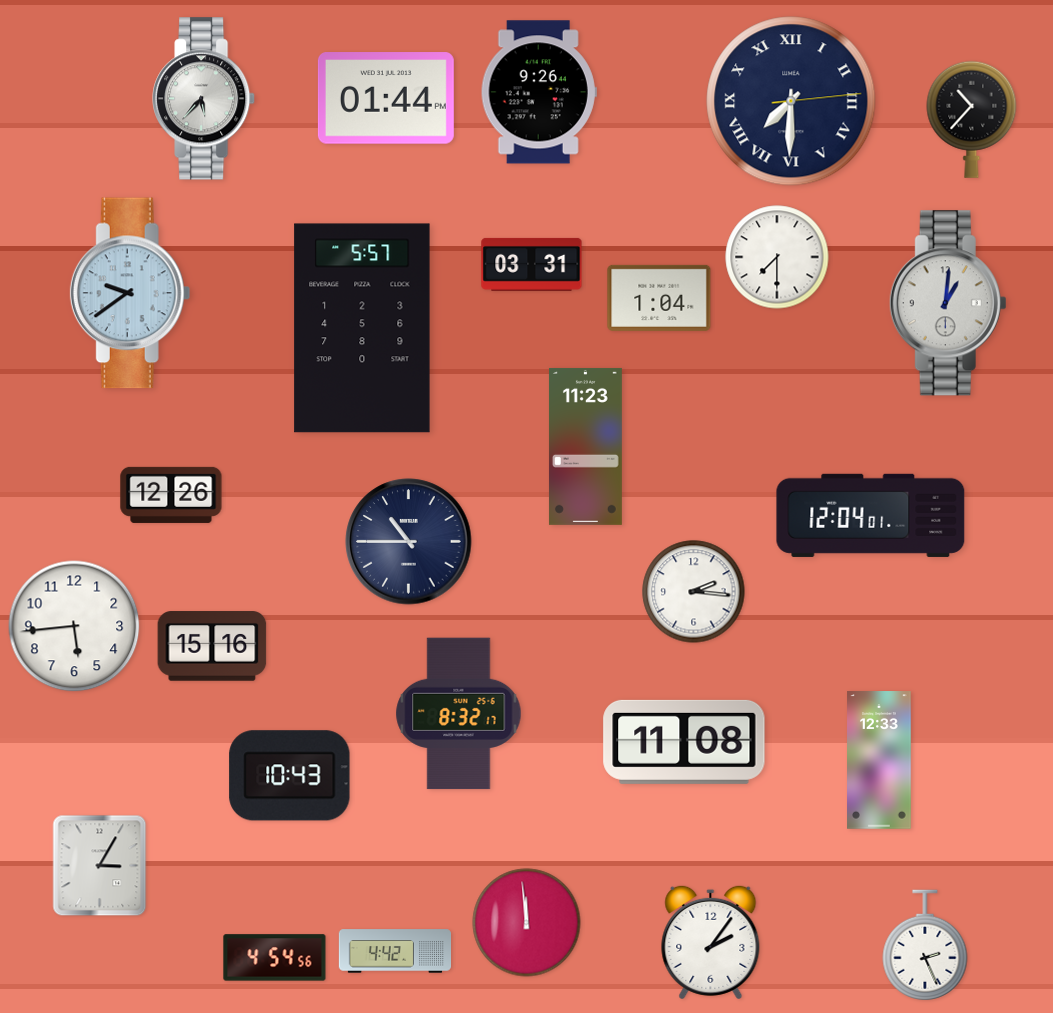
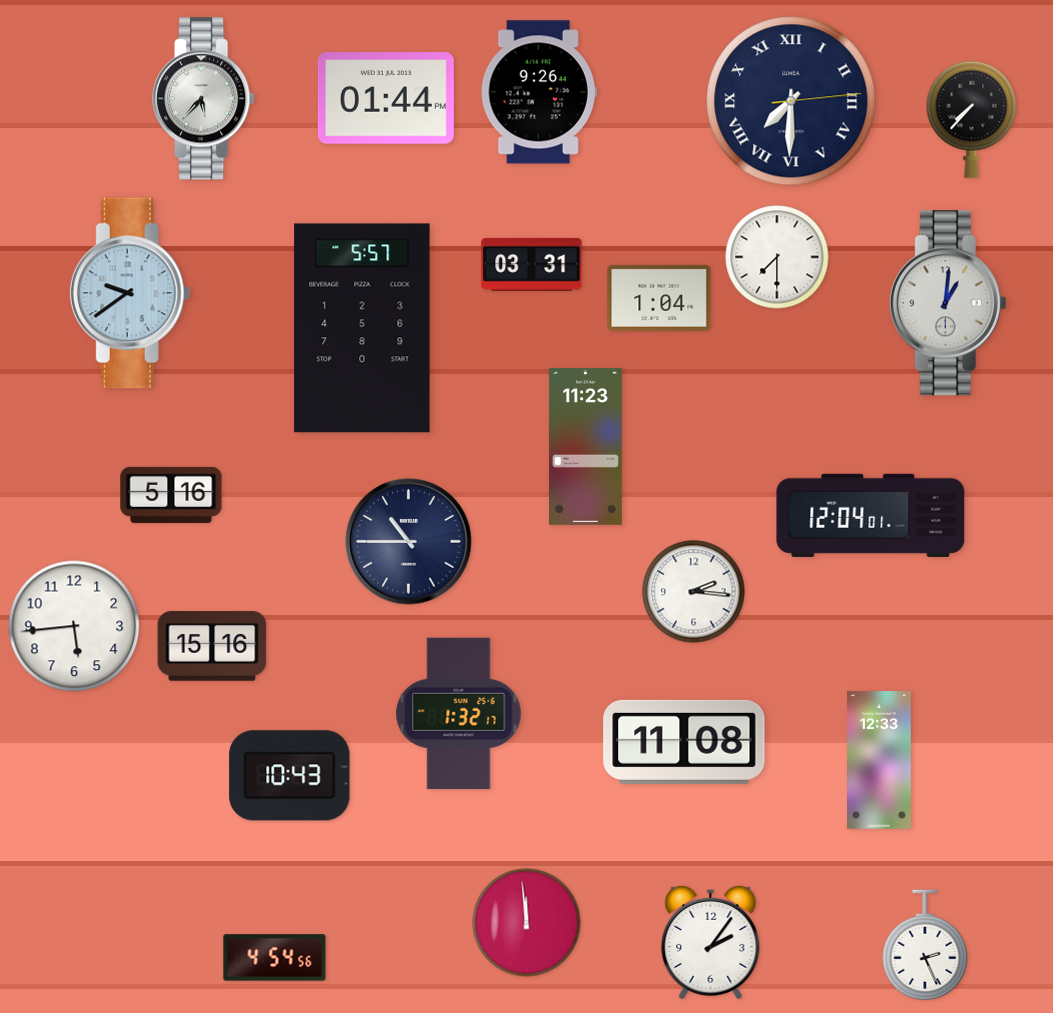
clock at (972, 119): 10:37 -> 7:37
clock at (171, 495): 12:26 -> 5:16
clock at (459, 714): 8:32 -> 1:32
clock at (100, 866): 3:05 -> none
clock at (394, 951): 4:42 -> none
